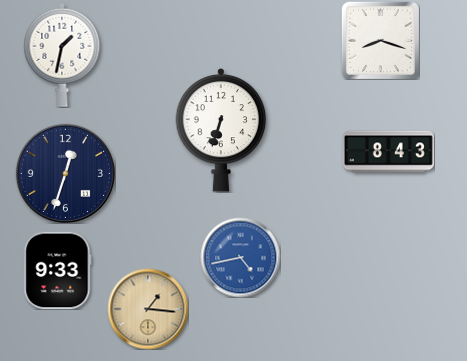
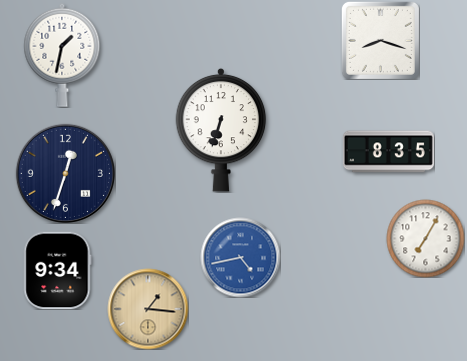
clock at (388, 152): 8:43 -> 8:35
clock at (425, 238): none -> 7:05
clock at (58, 270): 9:33 -> 9:34
